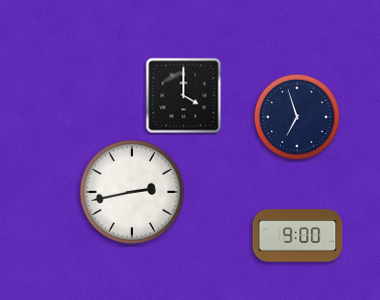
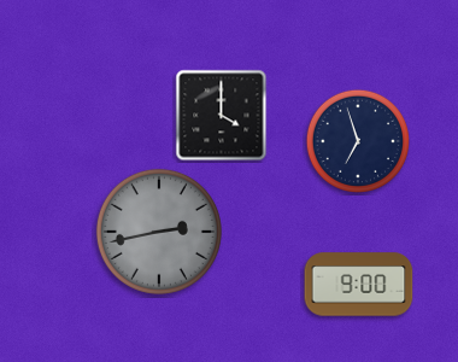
clock at (132, 192) dial: white -> grey
